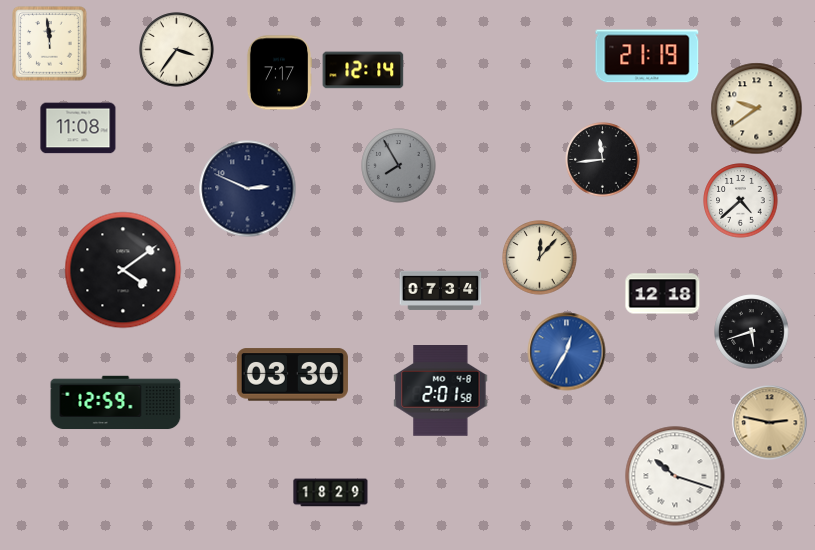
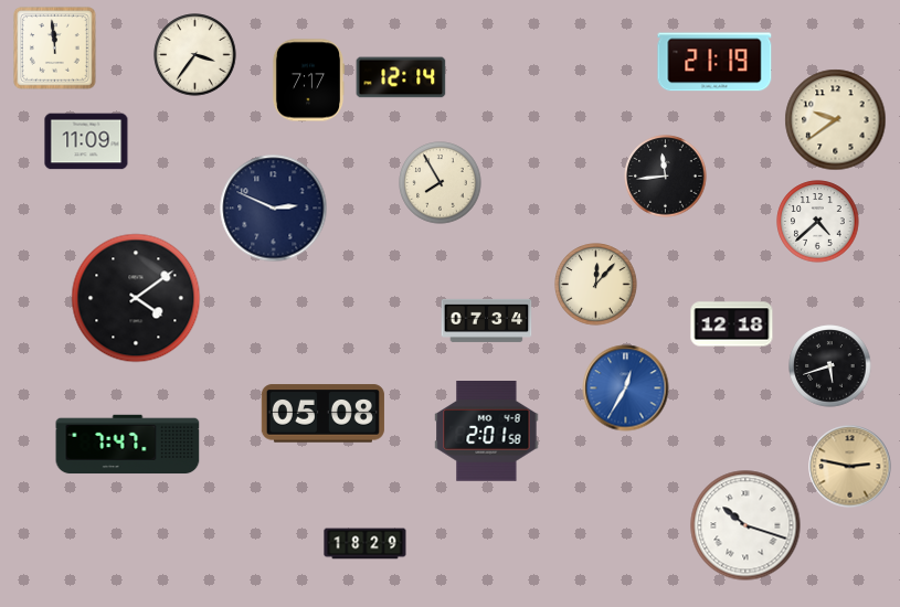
clock at (78, 128): 11:08 -> 11:09
clock at (399, 166) dial: grey -> cream
clock at (292, 375): 03:30 -> 05:08
clock at (116, 403): 12:59 -> 7:47
